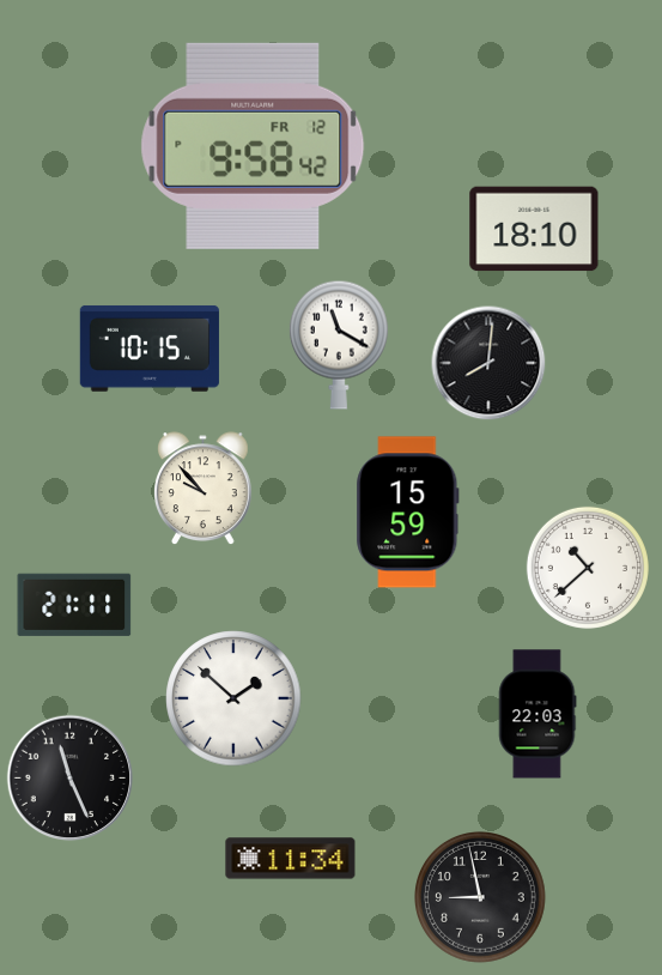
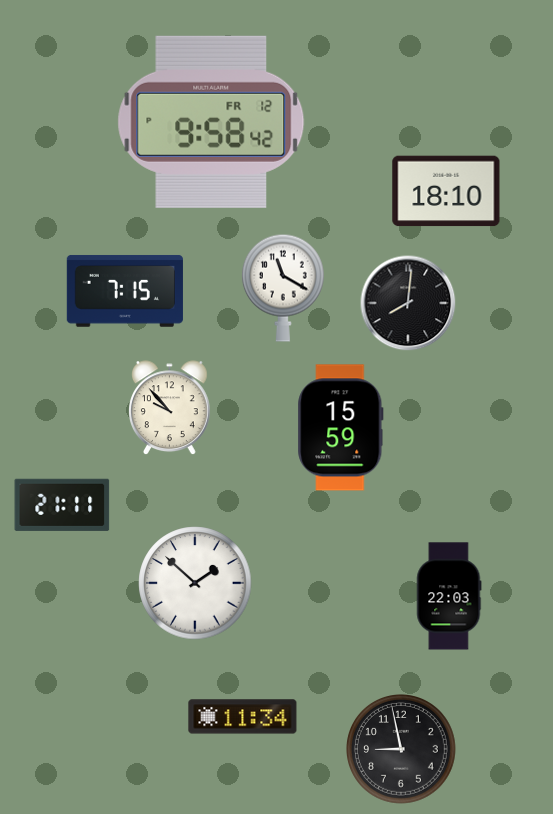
clock at (150, 349): 10:15 -> 7:15
clock at (588, 568): 10:38 -> none
clock at (71, 779): 11:26 -> none
